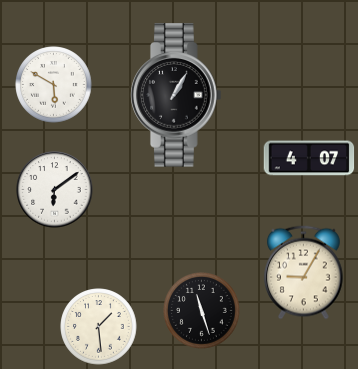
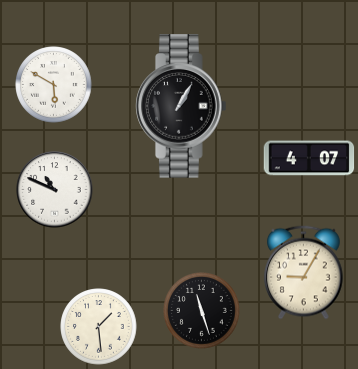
clock at (176, 95) position: (176, 95) -> (181, 106)
clock at (55, 190): 6:09 -> 10:49
